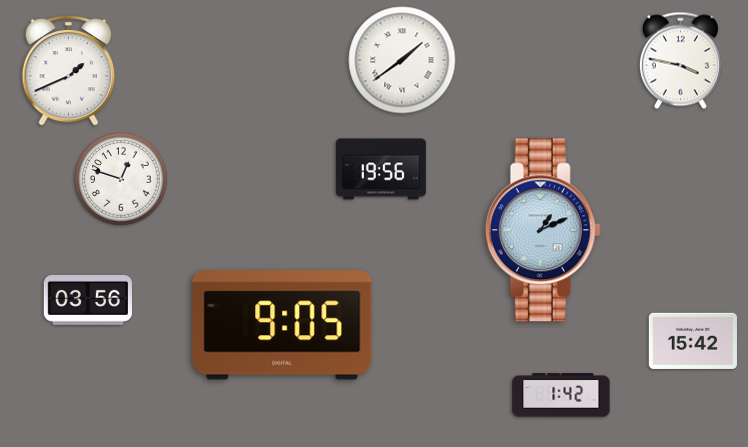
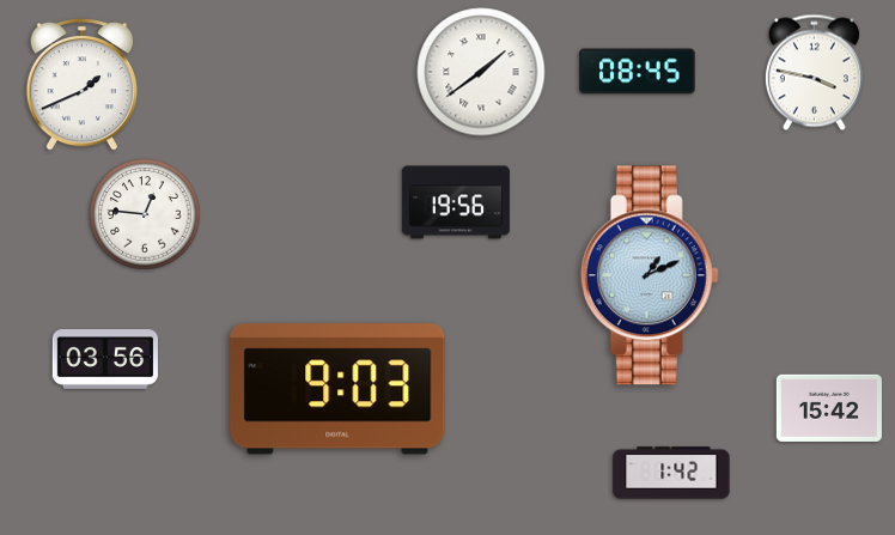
clock at (638, 72): none -> 08:45
clock at (121, 179): 12:48 -> 12:46
clock at (282, 325): 9:05 -> 9:03
